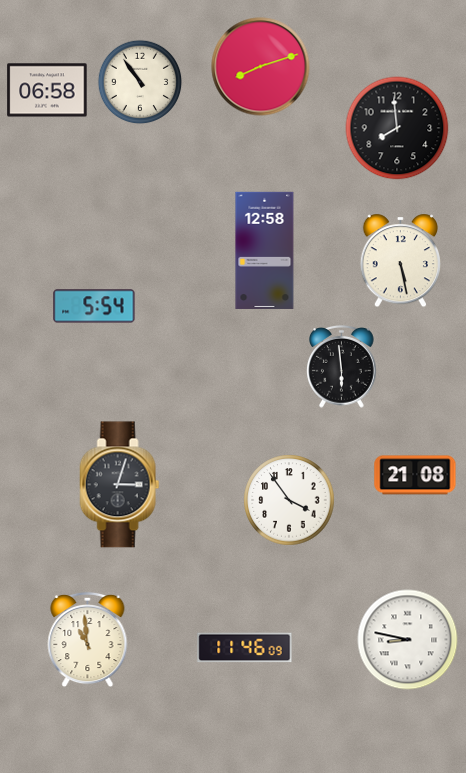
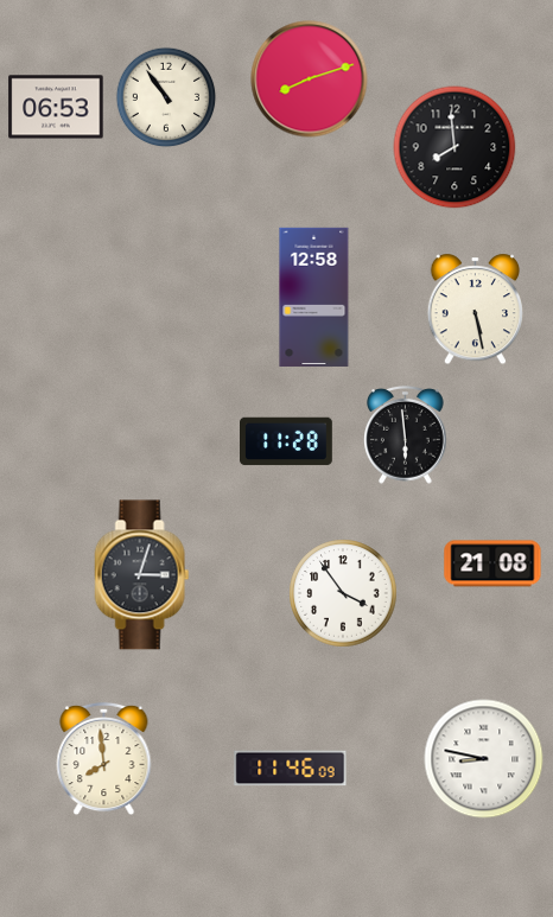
clock at (47, 90): 06:58 -> 06:53
clock at (397, 128) position: (397, 128) -> (455, 147)
clock at (94, 306): 5:54 -> none
clock at (287, 441): none -> 11:28
clock at (88, 640): 10:59 -> 7:59
